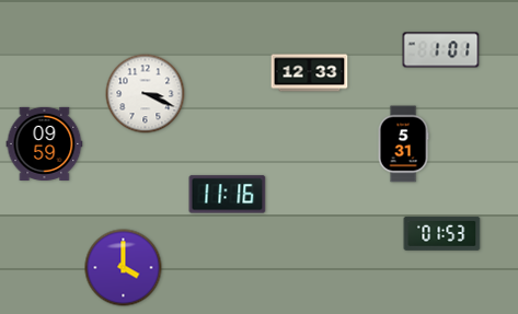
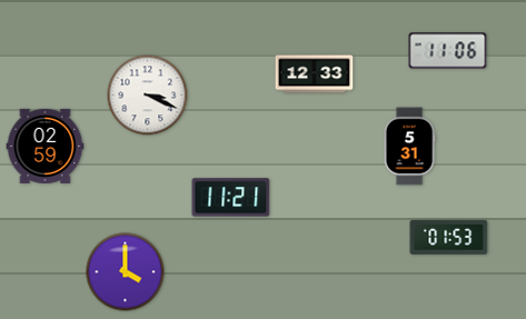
clock at (441, 50): 1:01 -> 11:06
clock at (45, 143): 09:59 -> 02:59
clock at (228, 195): 11:16 -> 11:21
